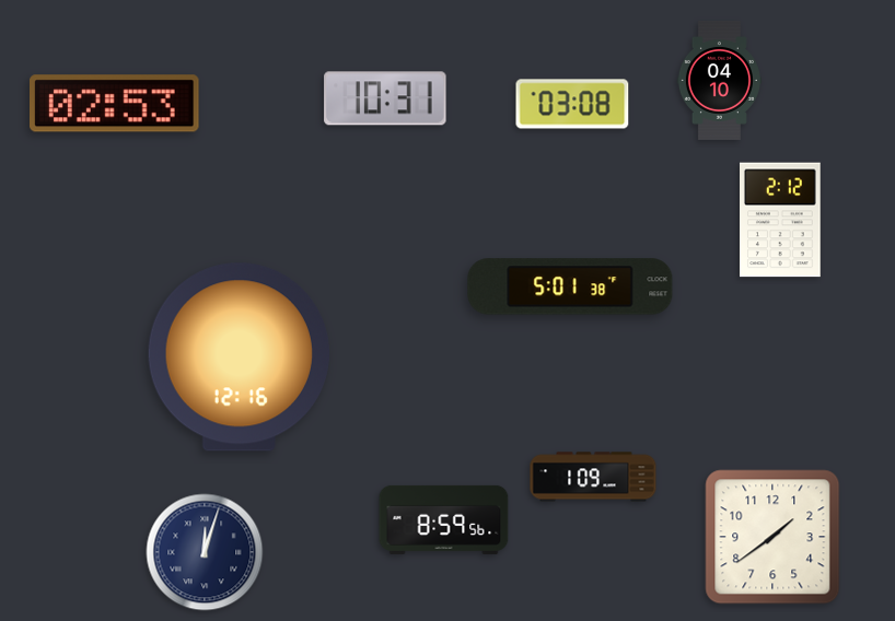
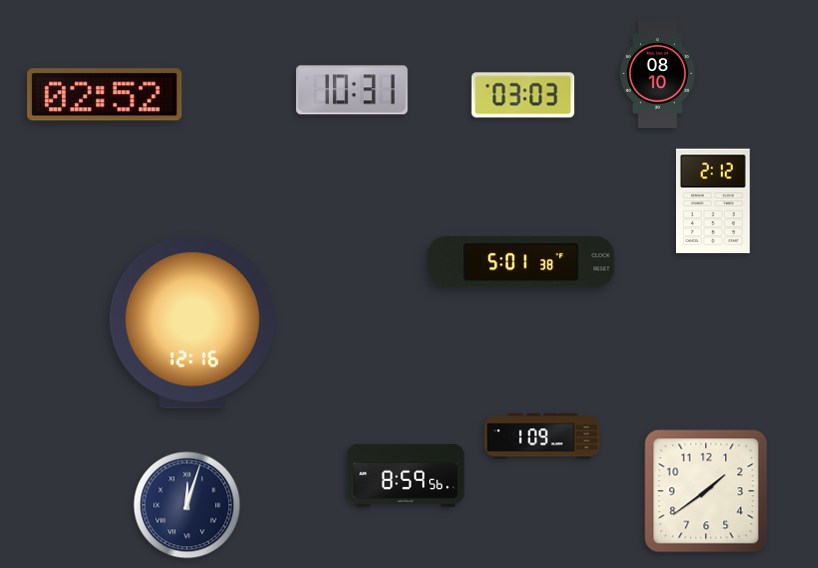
clock at (719, 80): 04:10 -> 08:10
clock at (115, 104): 02:53 -> 02:52
clock at (572, 104): 03:08 -> 03:03
clock at (239, 358) position: (239, 358) -> (192, 323)
